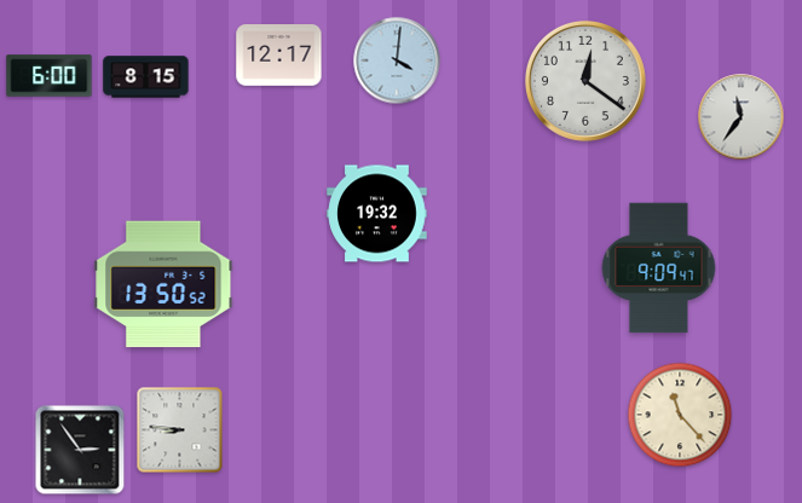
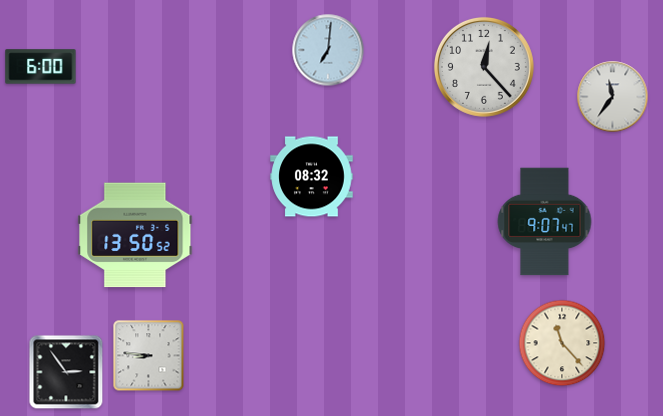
clock at (279, 56): 12:17 -> none
clock at (397, 60): 4:01 -> 7:01
clock at (50, 76) position: (50, 76) -> (41, 67)
clock at (146, 77): 8:15 -> none
clock at (585, 81): 12:21 -> 12:23
clock at (377, 214): 19:32 -> 08:32
clock at (659, 268): 9:09 -> 9:07
